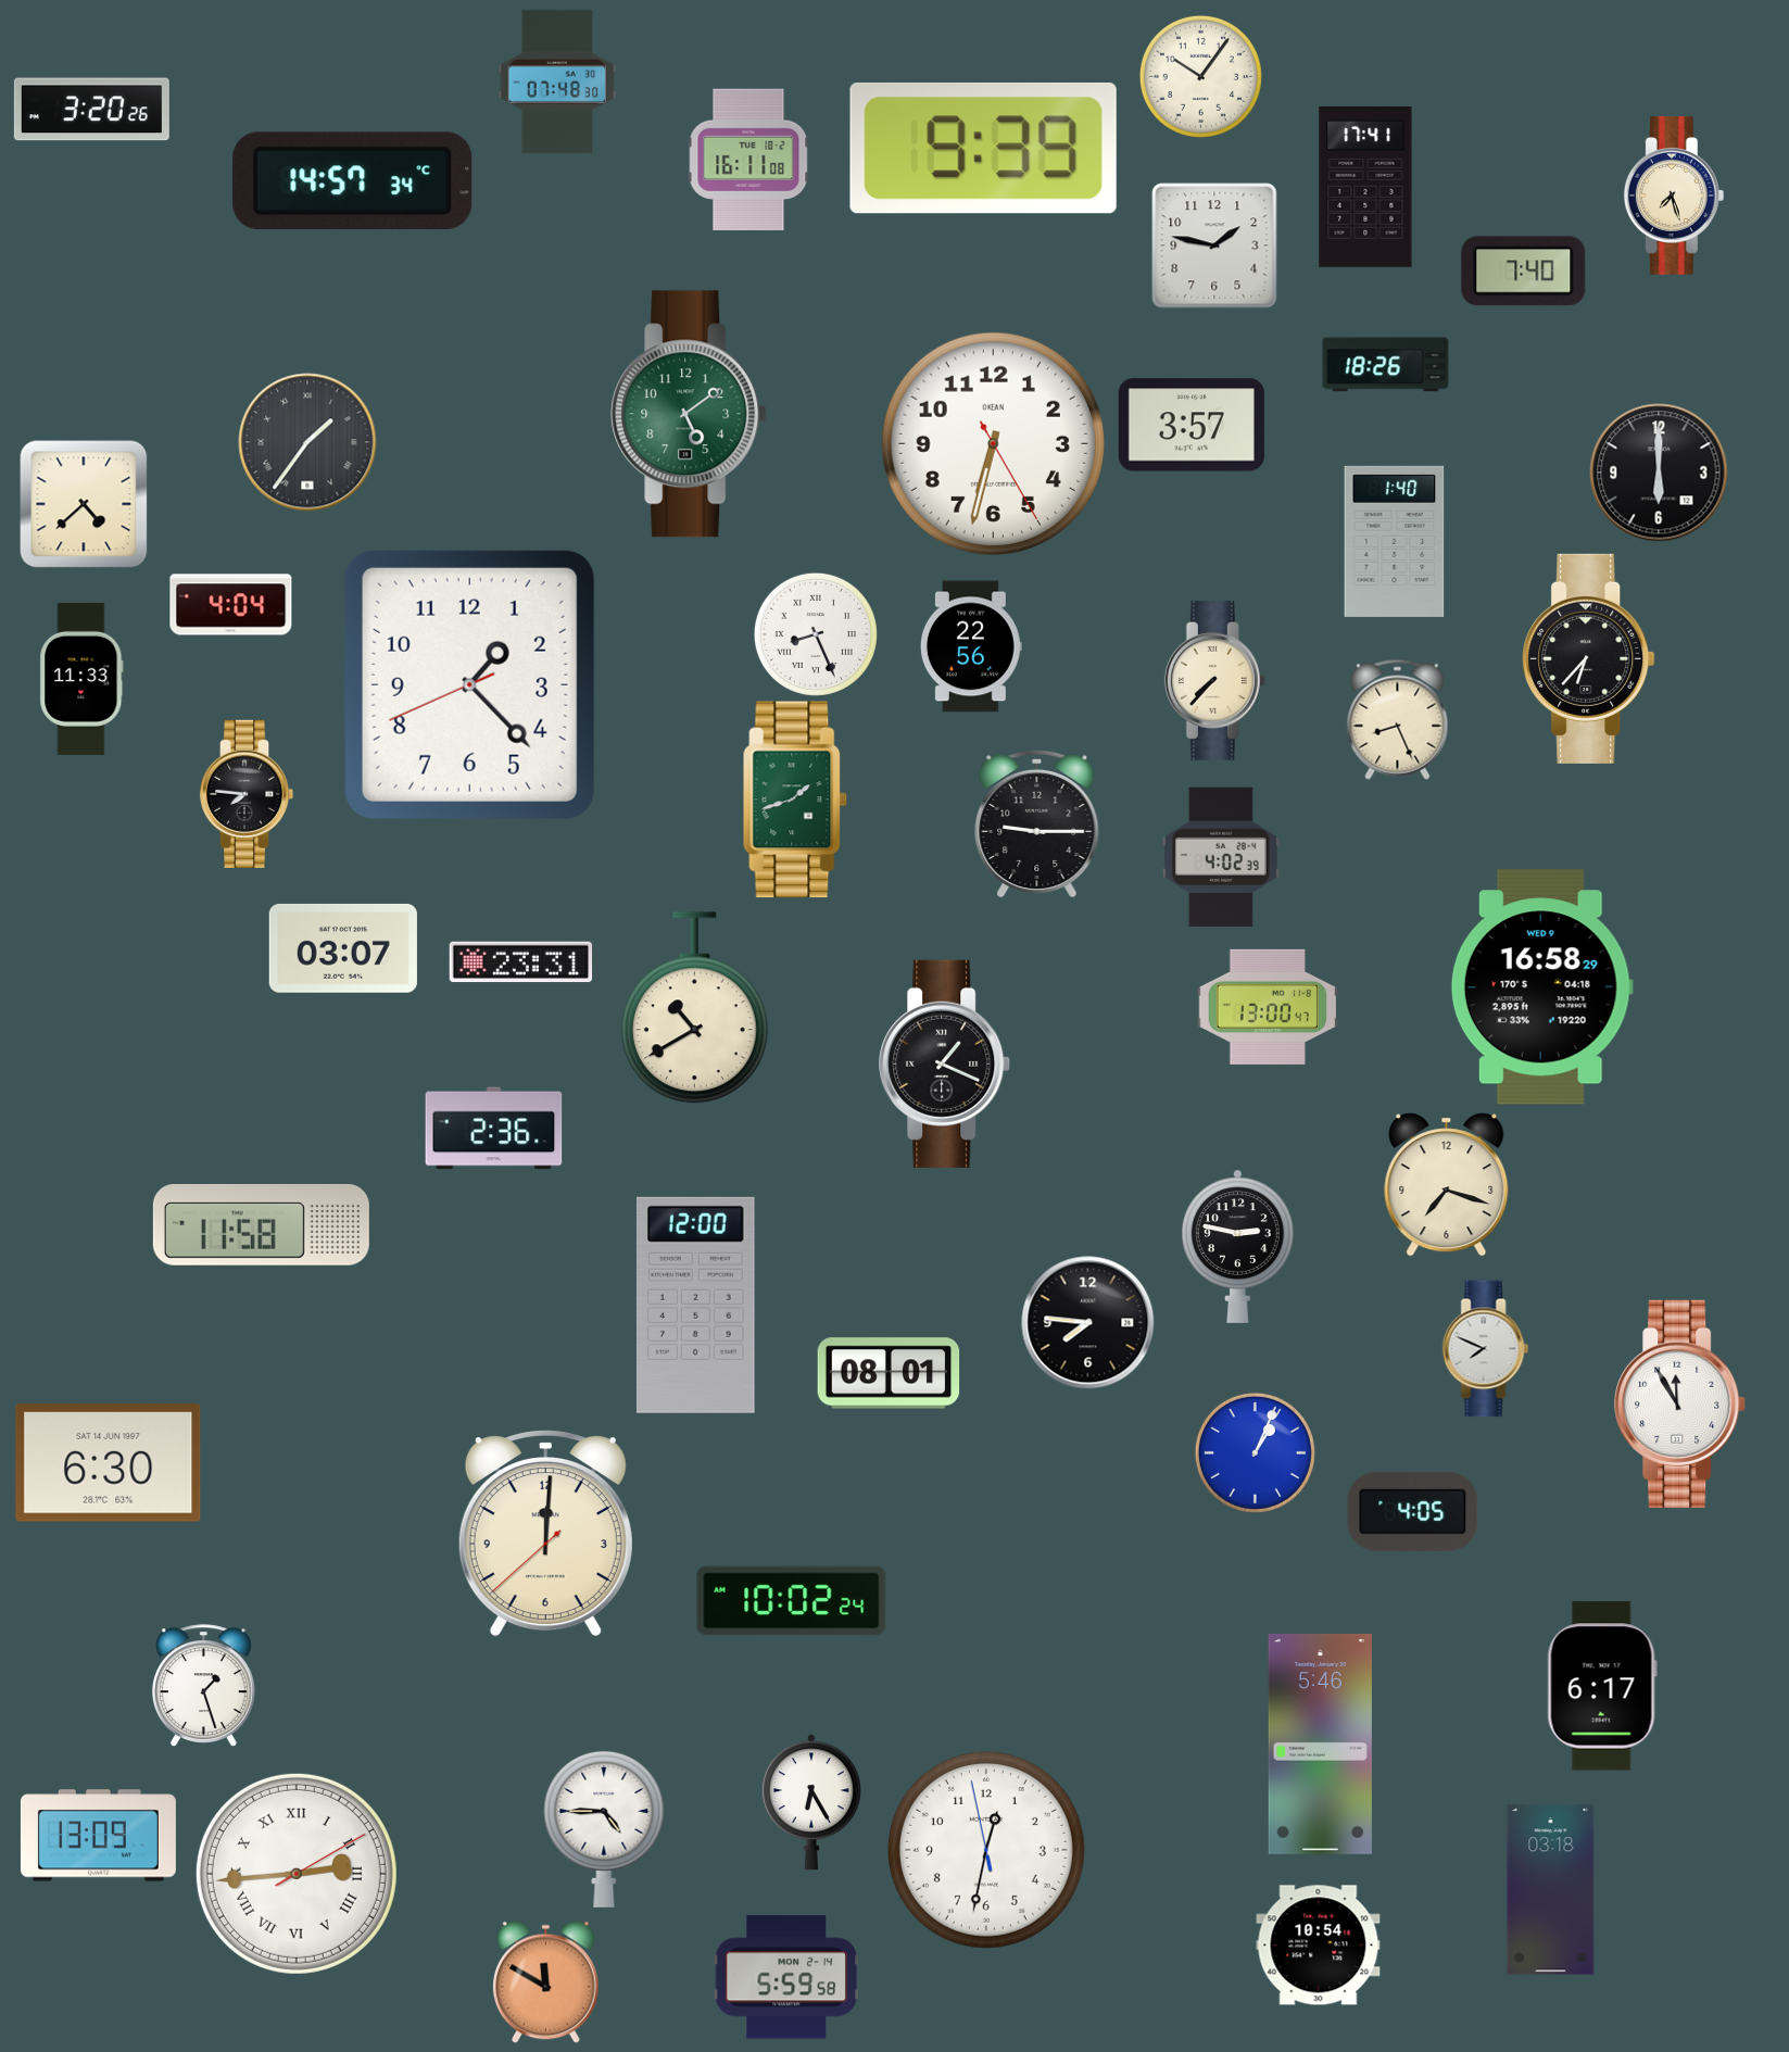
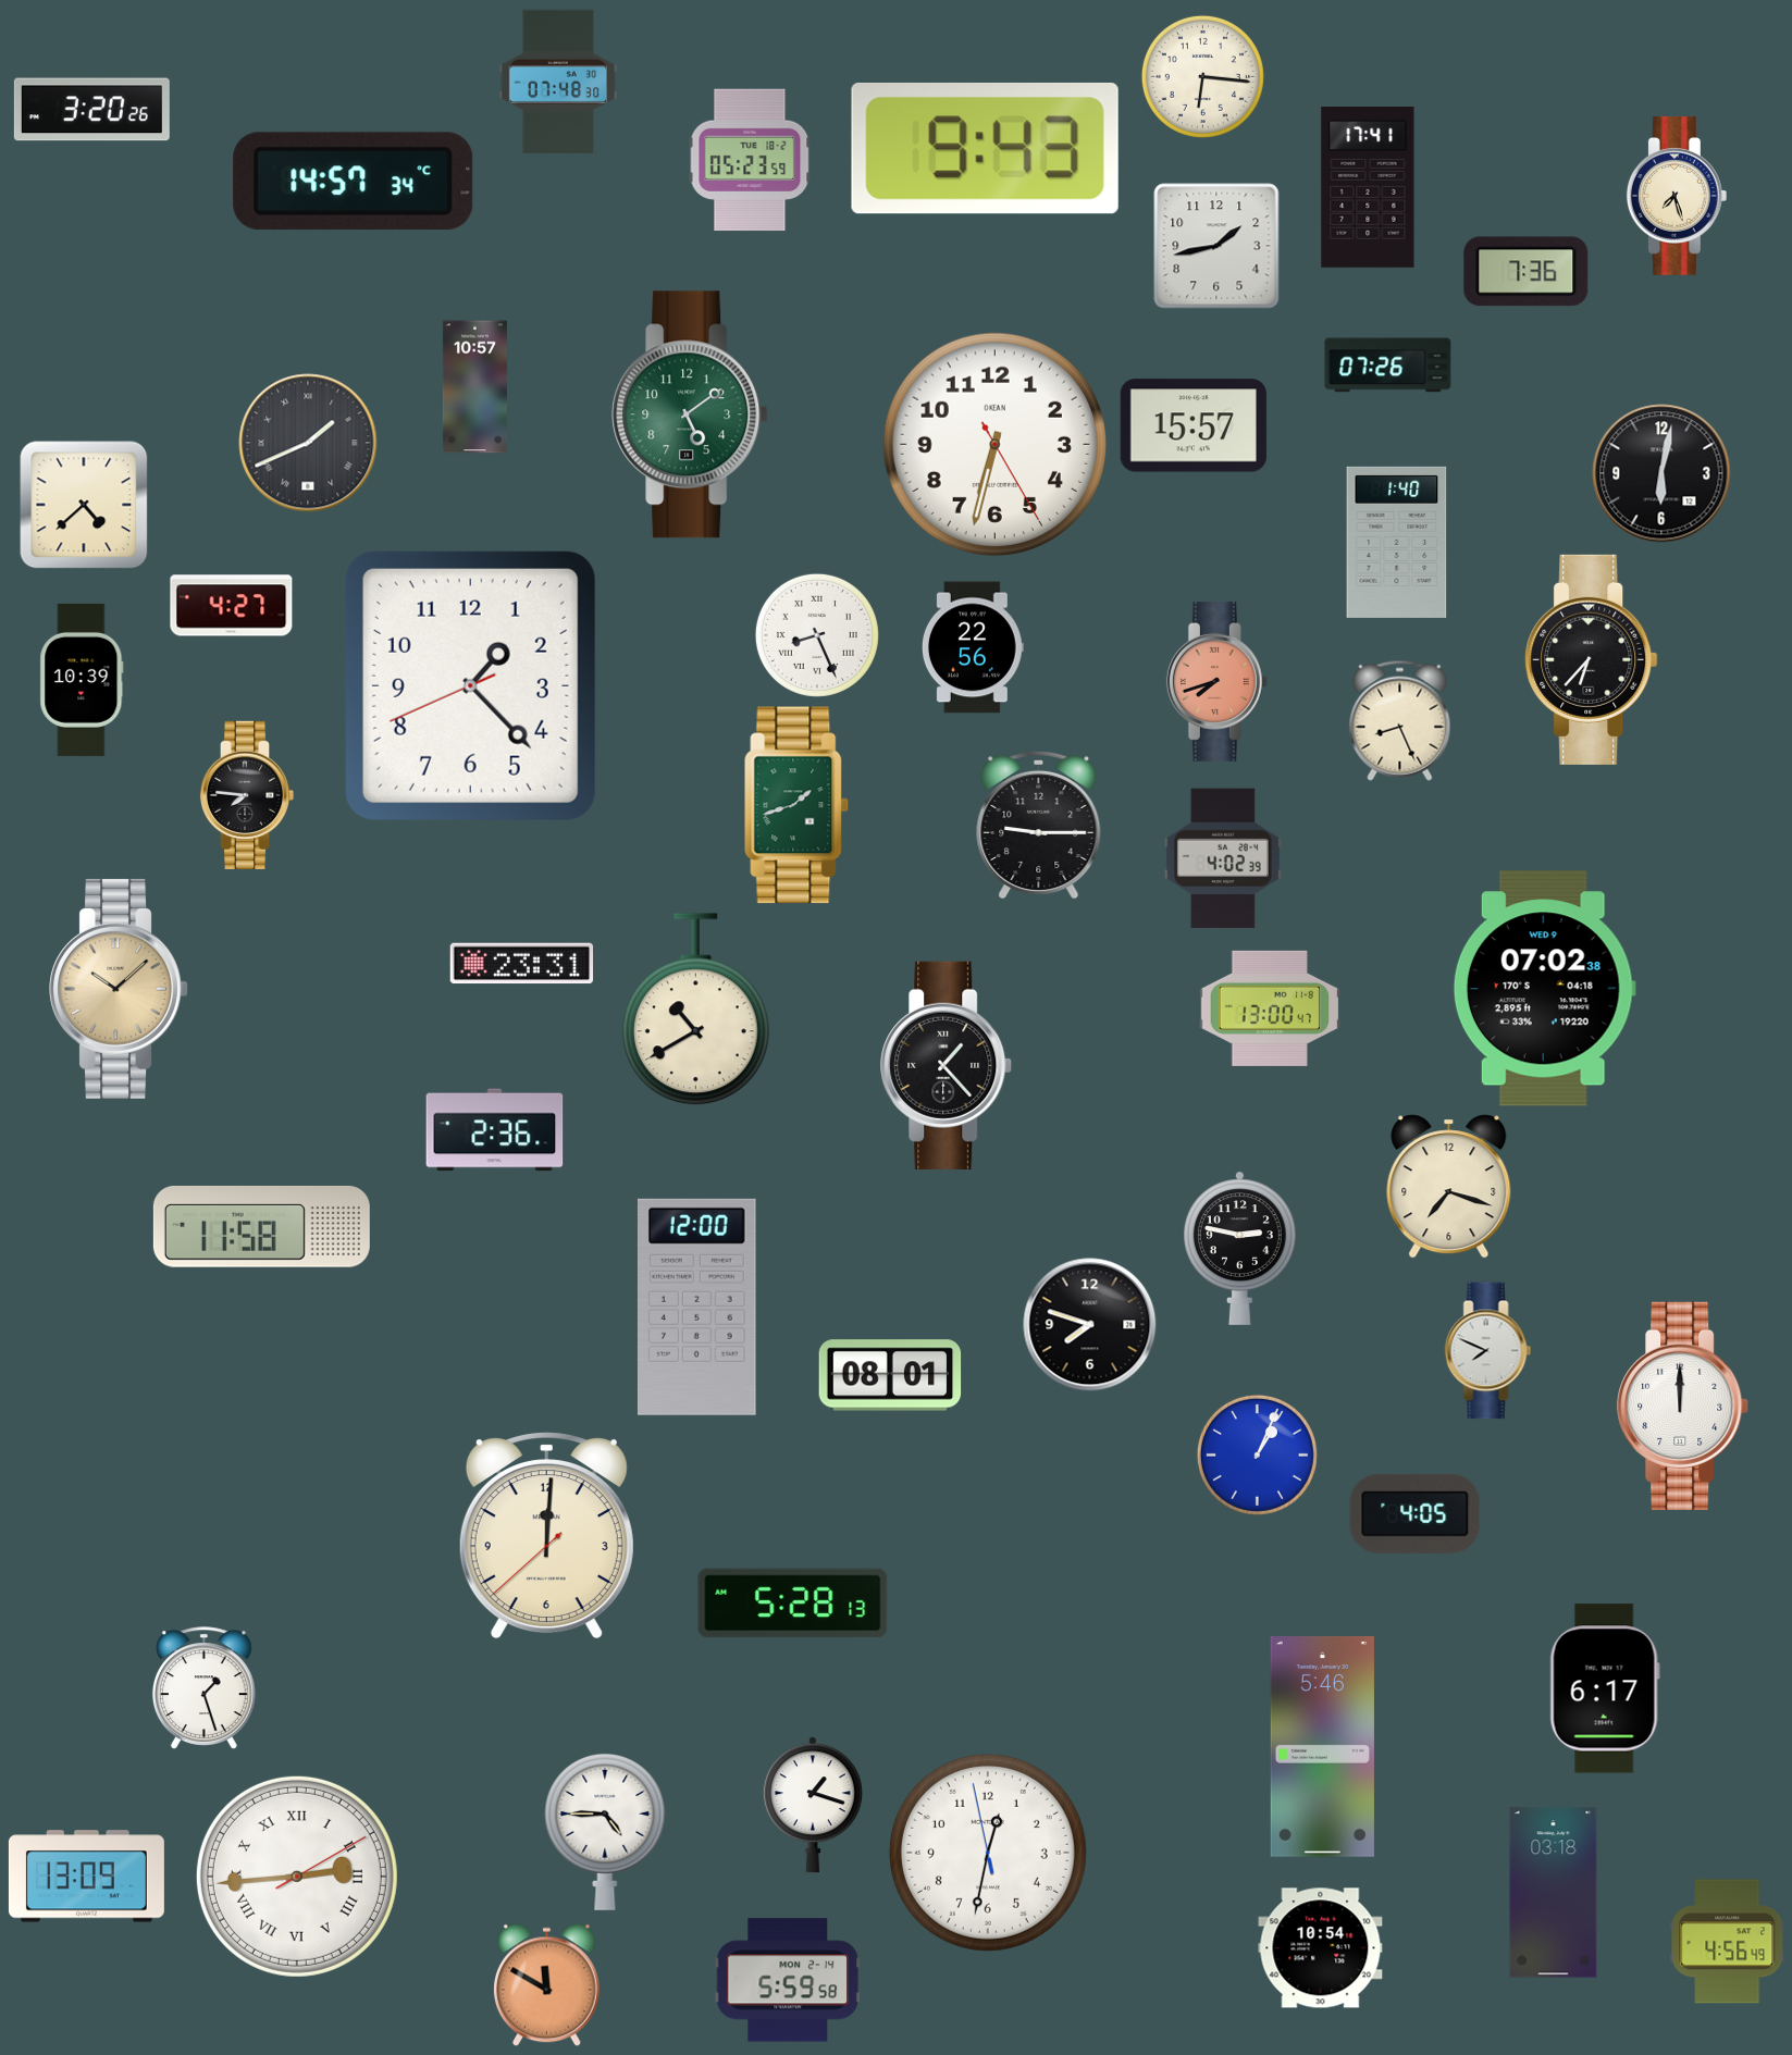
clock at (1200, 76): 10:06 -> 6:16
clock at (983, 148): 9:39 -> 9:43
clock at (748, 160): 16:11 -> 05:23
clock at (1214, 246): 1:47 -> 1:43
clock at (1524, 272): 7:40 -> 7:36
clock at (1386, 365): 18:26 -> 07:26
clock at (474, 387): none -> 10:57
clock at (1192, 425): 3:57 -> 15:57
clock at (307, 442): 1:36 -> 1:41
clock at (1659, 473): 6:00 -> 6:02
clock at (231, 605): 4:04 -> 4:27
clock at (81, 679): 11:33 -> 10:39
clock at (1214, 680): 7:37 -> 7:42
clock at (1214, 680) dial: cream -> salmon
clock at (795, 800) position: (795, 800) -> (796, 805)
clock at (343, 948): 03:07 -> none
clock at (119, 989): none -> 10:08
clock at (1541, 987): 16:58 -> 07:02
clock at (945, 1063): 1:19 -> 1:23
clock at (1088, 1323): 7:46 -> 7:48
clock at (1680, 1403): 11:55 -> 12:00
clock at (109, 1463): 6:30 -> none
clock at (792, 1601): 10:02 -> 5:28
clock at (811, 1802): 6:25 -> 1:18
clock at (98, 1836) position: (98, 1836) -> (86, 1877)
clock at (1728, 1942): none -> 4:56
